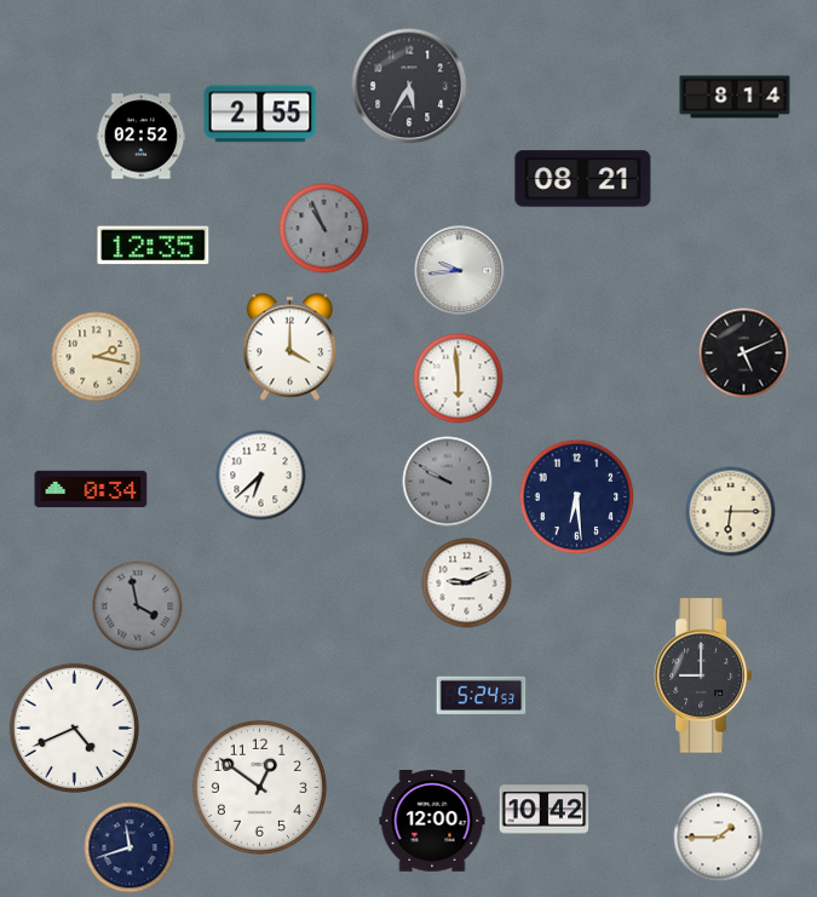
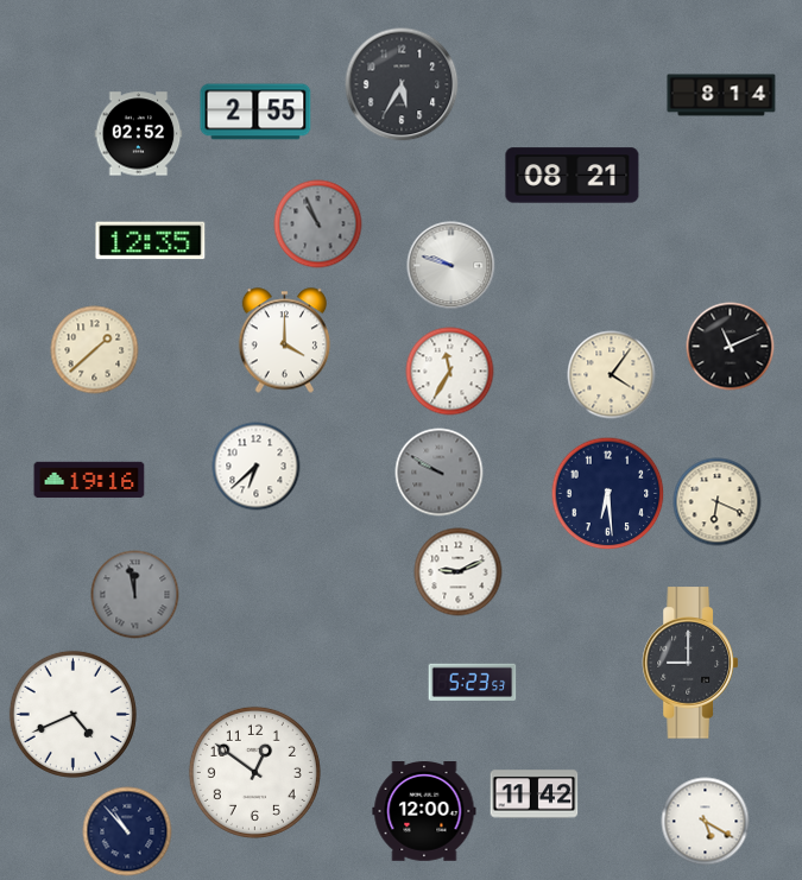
clock at (460, 271): 9:44 -> 9:48
clock at (744, 353): 5:11 -> 11:11
clock at (97, 357): 2:17 -> 1:38
clock at (459, 379): 5:59 -> 11:35
clock at (612, 375): none -> 4:06
clock at (91, 489): 0:34 -> 19:16
clock at (577, 498) position: (577, 498) -> (608, 494)
clock at (731, 512): 6:15 -> 6:19
clock at (138, 606): 3:58 -> 11:58
clock at (482, 695): 5:24 -> 5:23
clock at (545, 810): 10:42 -> 11:42
clock at (432, 822) position: (432, 822) -> (424, 812)
clock at (719, 838): 1:45 -> 5:20
clock at (130, 847): 11:42 -> 10:53
